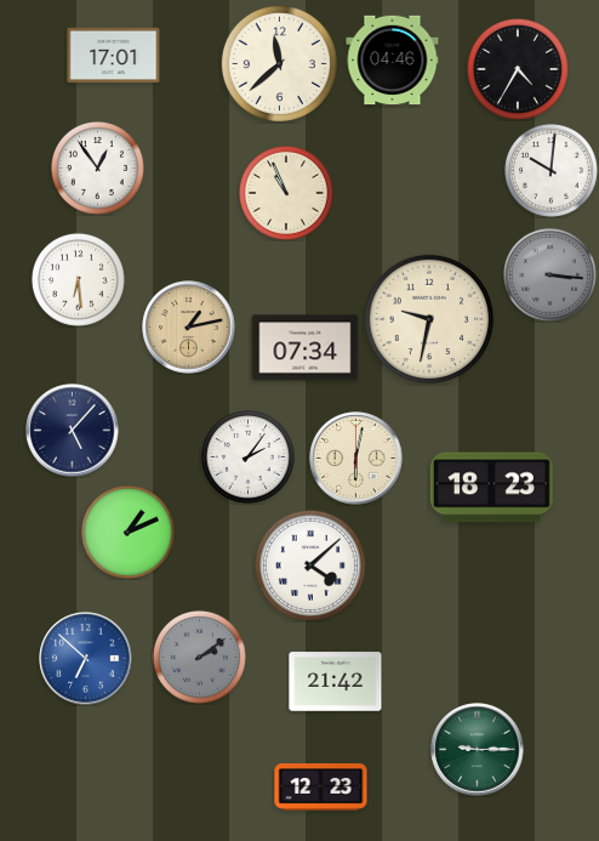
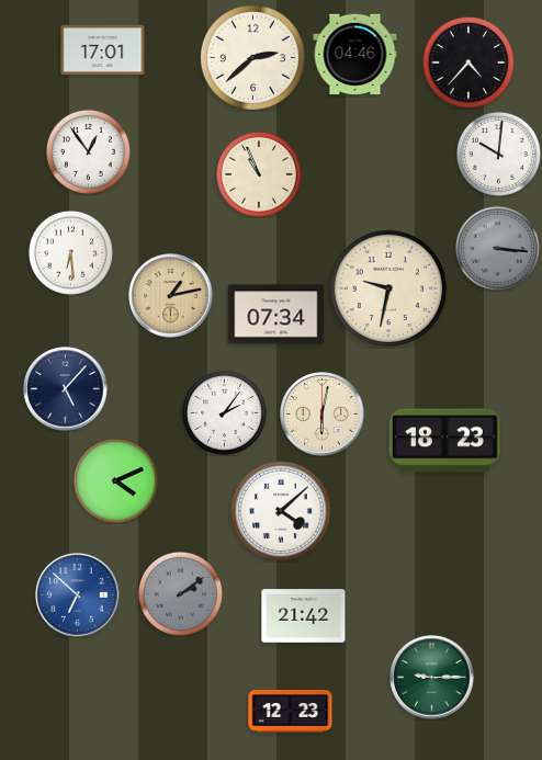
clock at (279, 63): 11:38 -> 2:38
clock at (518, 69): 4:35 -> 4:37
clock at (127, 532): 1:11 -> 4:11
